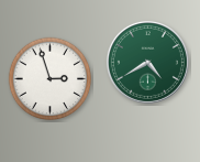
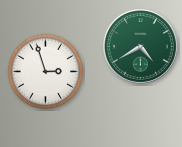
clock at (147, 62) position: (147, 62) -> (140, 46)
